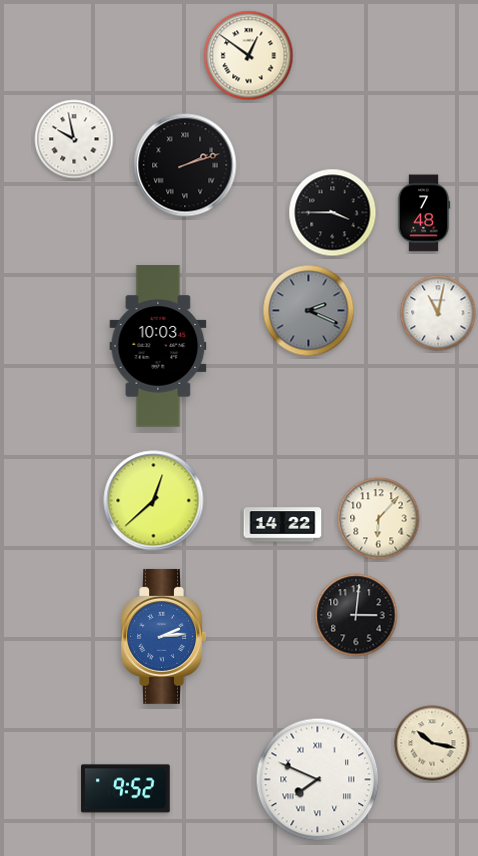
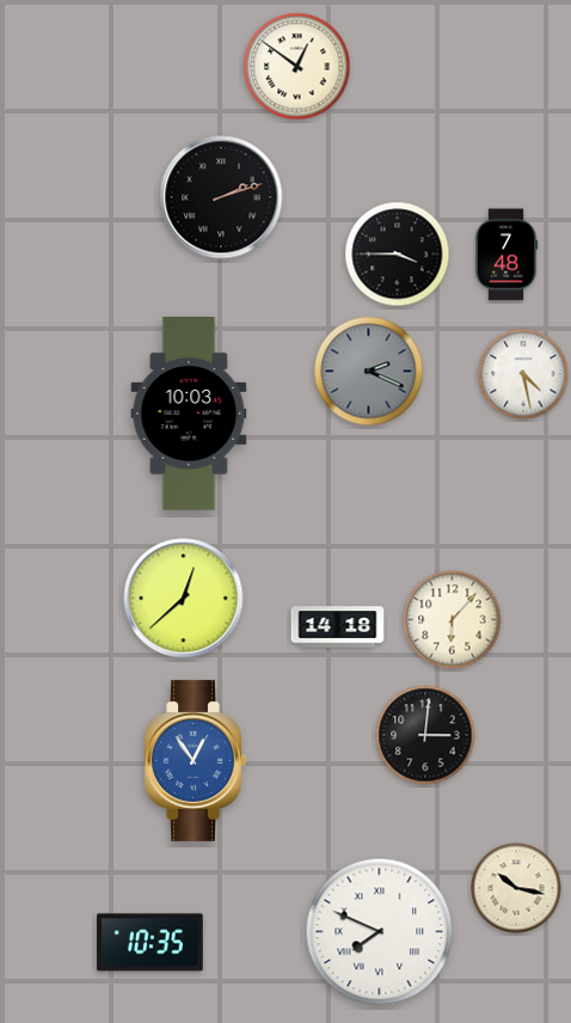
clock at (74, 139): 9:58 -> none
clock at (438, 313): 11:02 -> 4:28
clock at (283, 525): 14:22 -> 14:18
clock at (163, 636): 2:14 -> 12:54
clock at (126, 789): 9:52 -> 10:35
